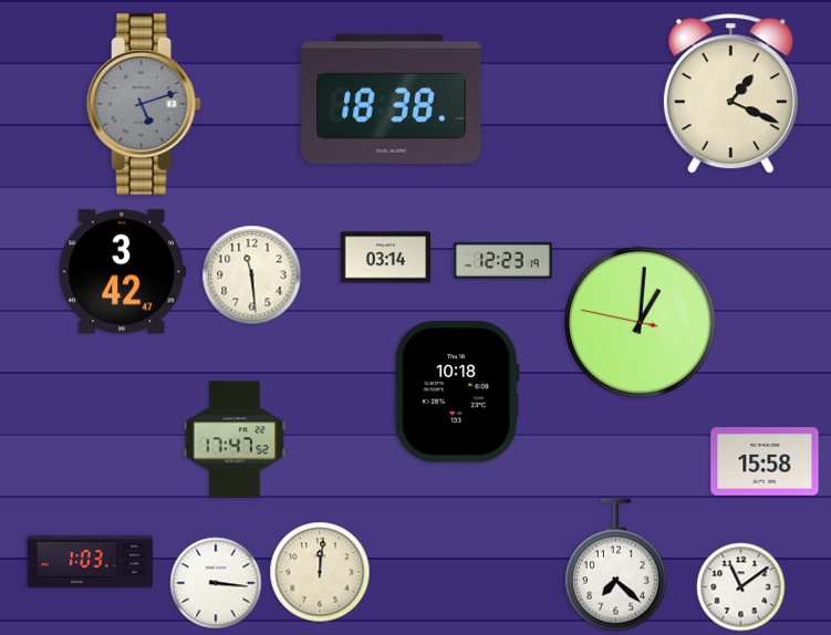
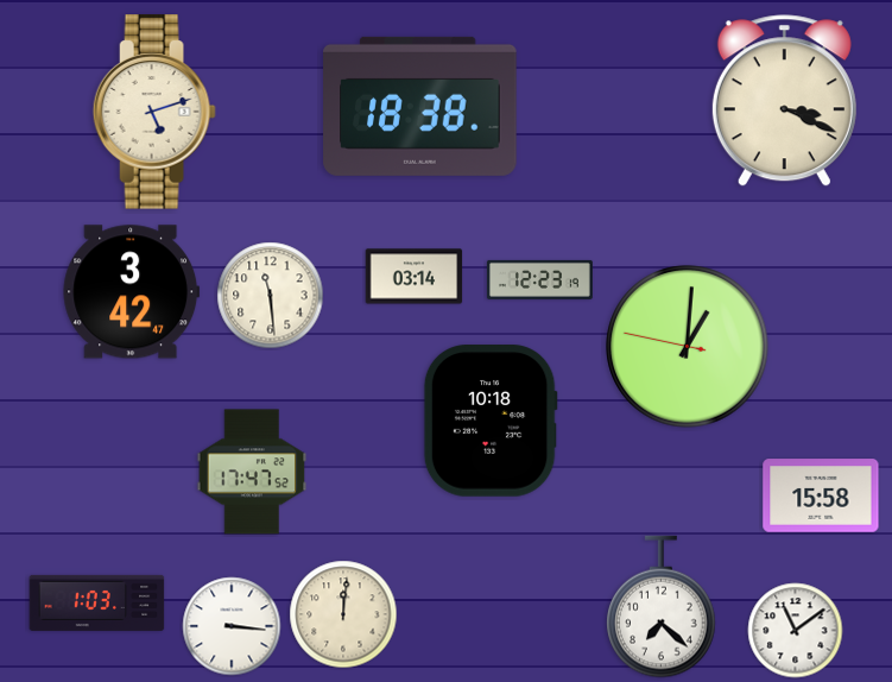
clock at (730, 94): 1:19 -> 3:19
clock at (144, 104) dial: grey -> cream
